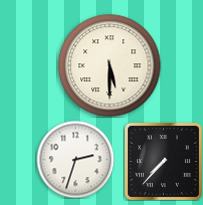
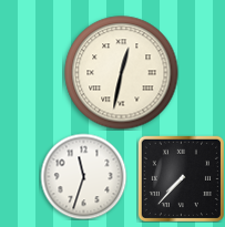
clock at (110, 66): 5:30 -> 12:32
clock at (75, 159): 2:33 -> 11:33
